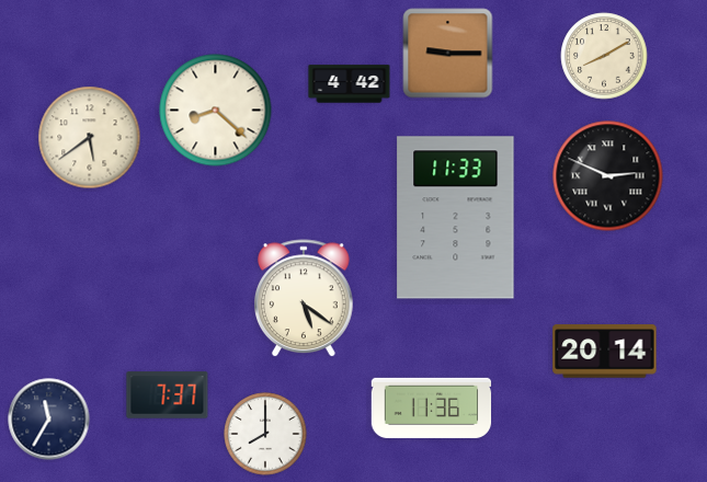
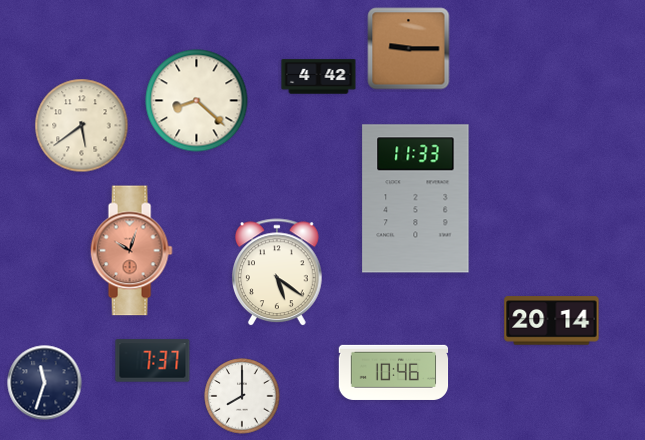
clock at (604, 56): 8:10 -> none
clock at (608, 176): 2:49 -> none
clock at (131, 251): none -> 10:03
clock at (432, 408): 11:36 -> 10:46
clock at (49, 420): 11:35 -> 11:33
